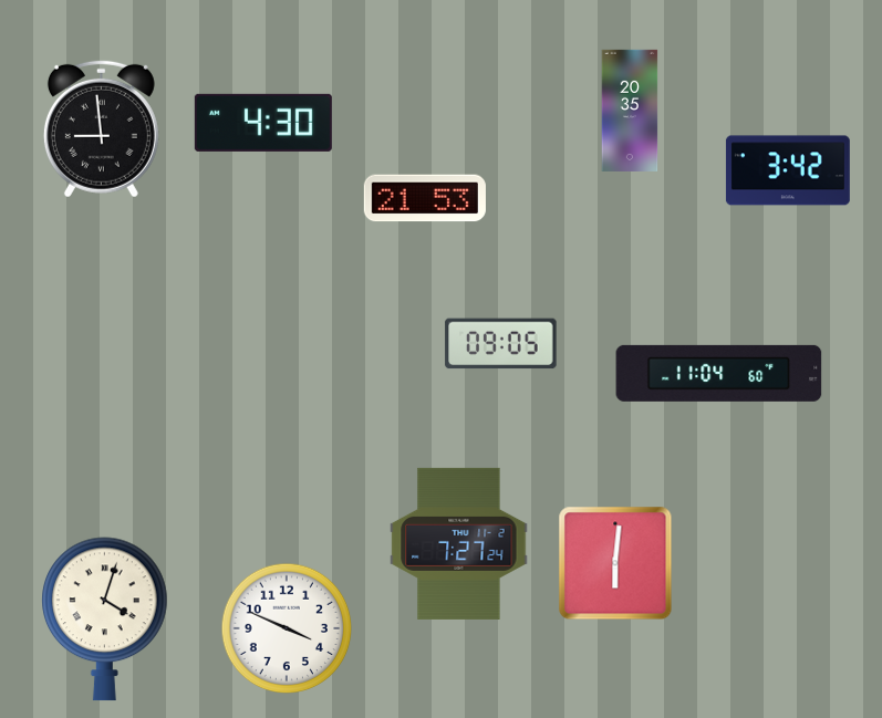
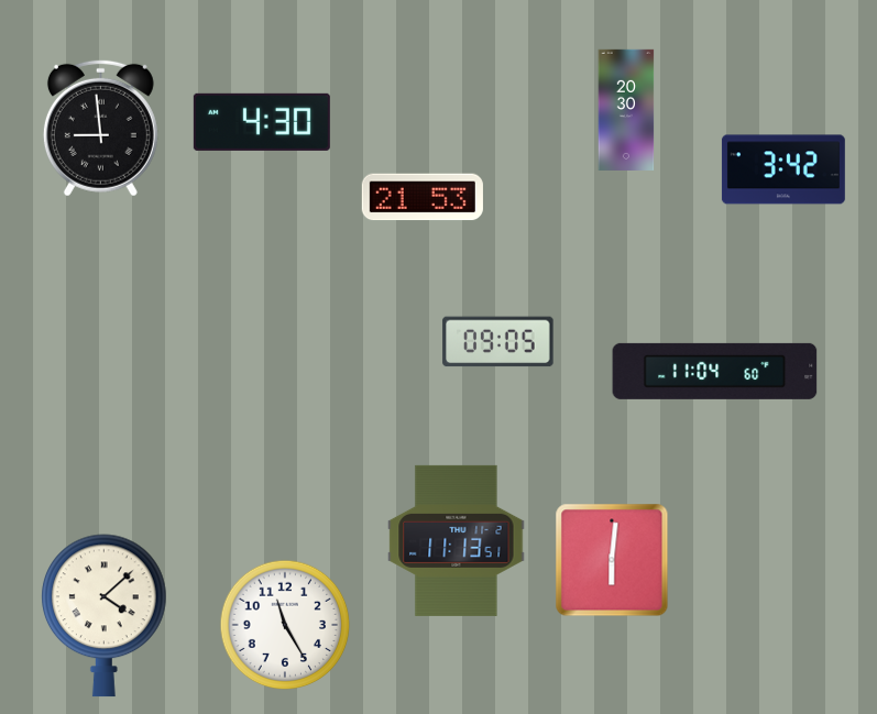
clock at (630, 111): 20:35 -> 20:30
clock at (459, 543): 7:27 -> 11:13
clock at (105, 620): 4:03 -> 4:08
clock at (287, 628): 3:49 -> 11:25
